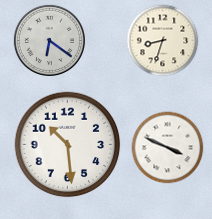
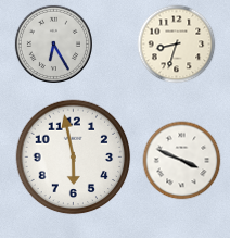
clock at (49, 40): 6:21 -> 6:25
clock at (68, 145): 10:29 -> 5:58
